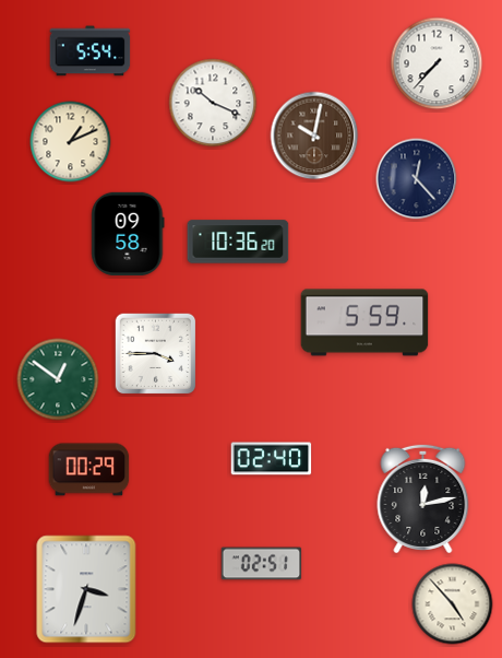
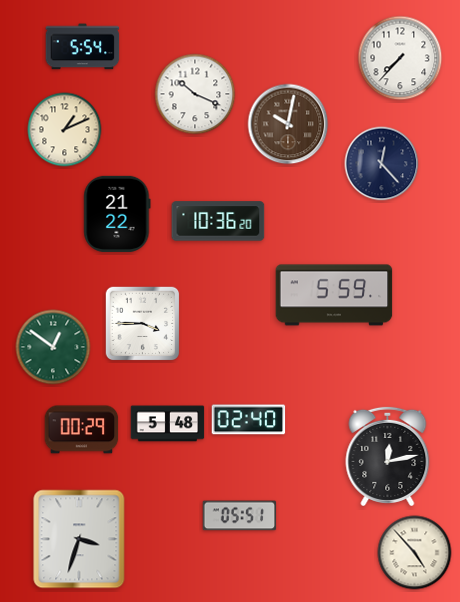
clock at (128, 234): 09:58 -> 21:22
clock at (168, 424): none -> 5:48
clock at (262, 564): 02:51 -> 05:51
